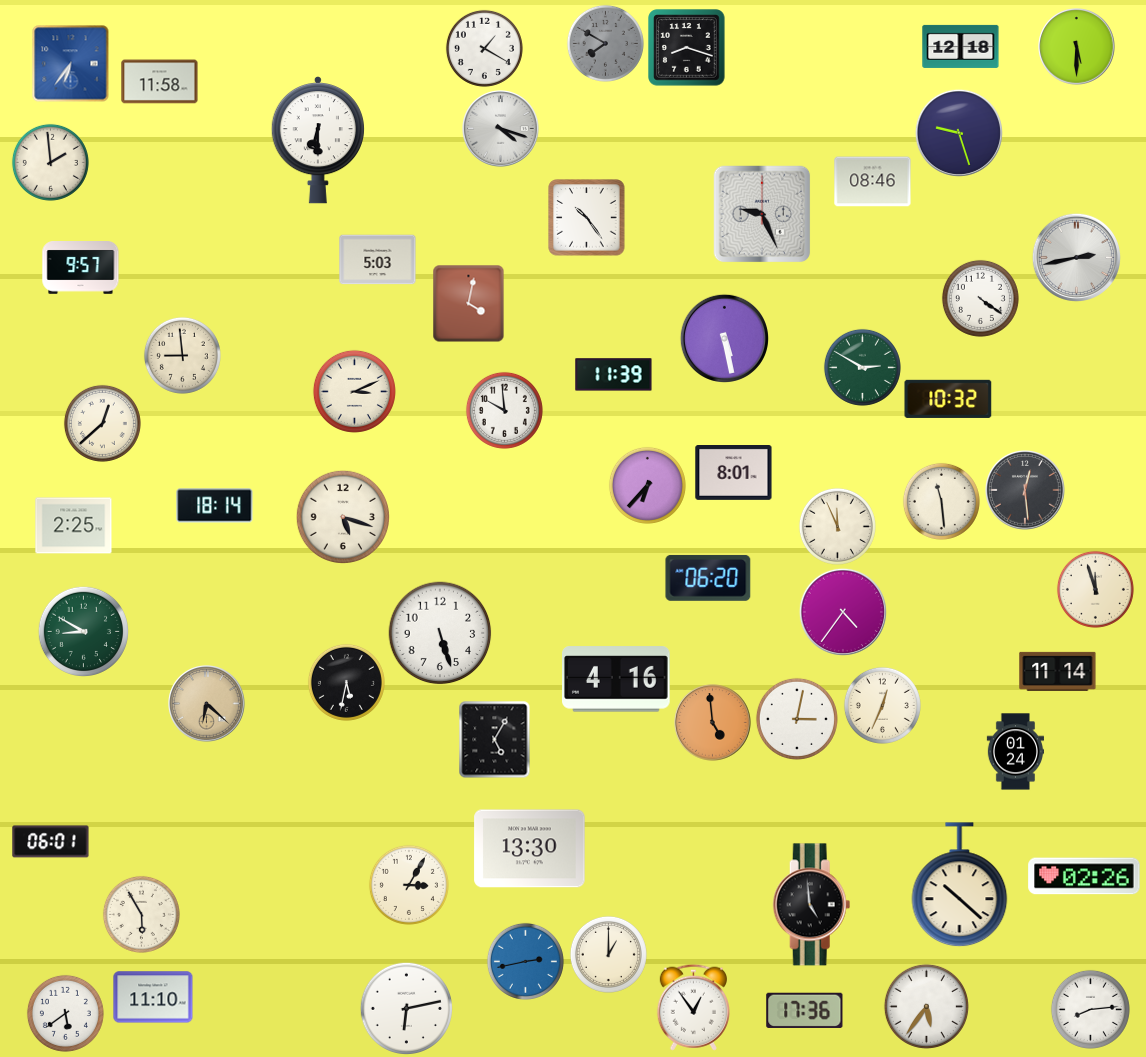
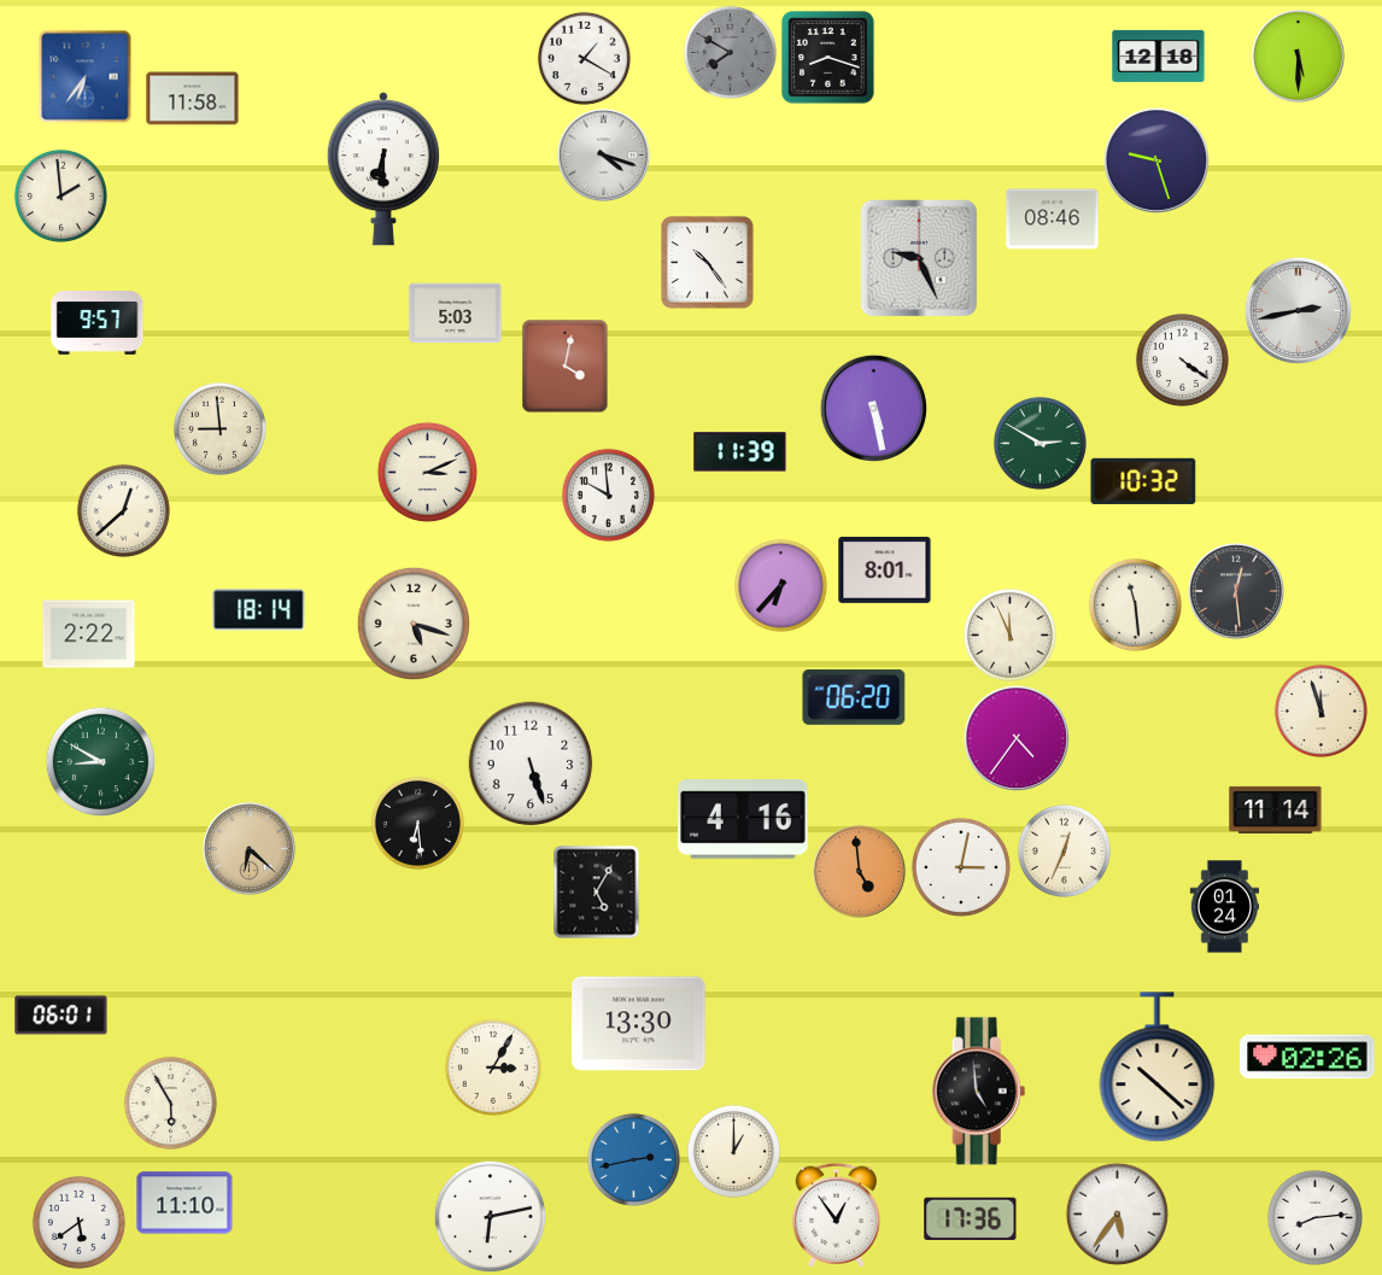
clock at (74, 526): 2:25 -> 2:22
clock at (346, 682): 5:32 -> 6:29
